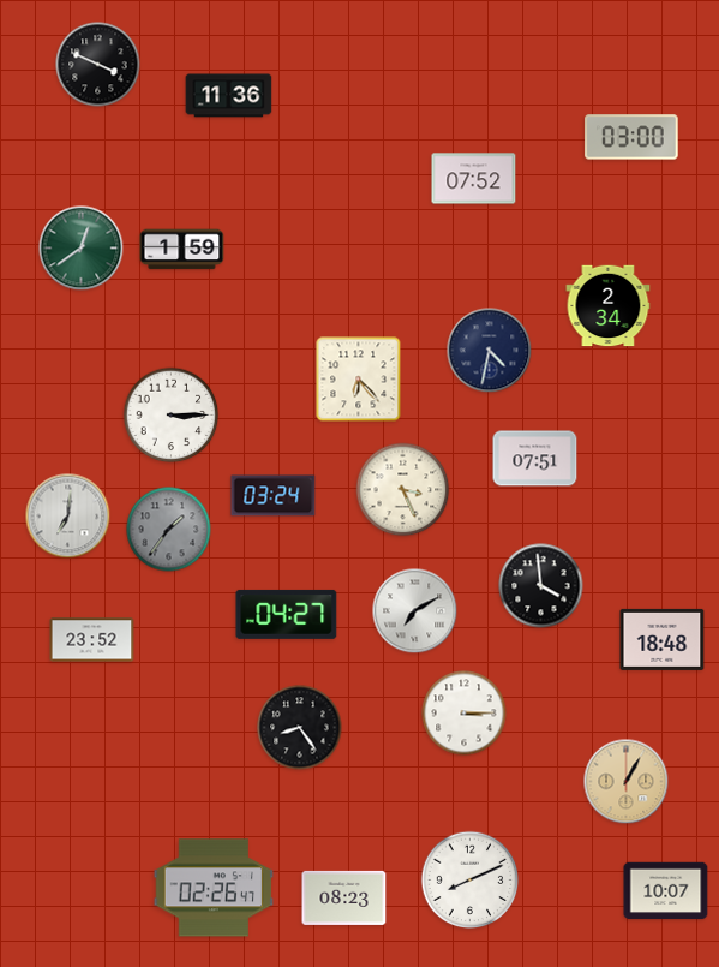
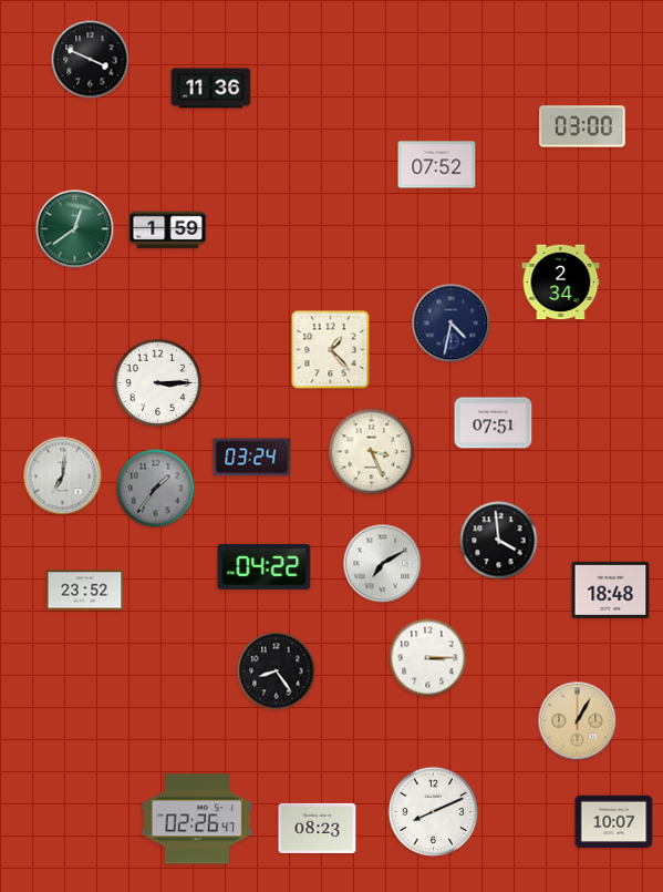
clock at (359, 380): 6:23 -> 1:23
clock at (287, 614): 04:27 -> 04:22
